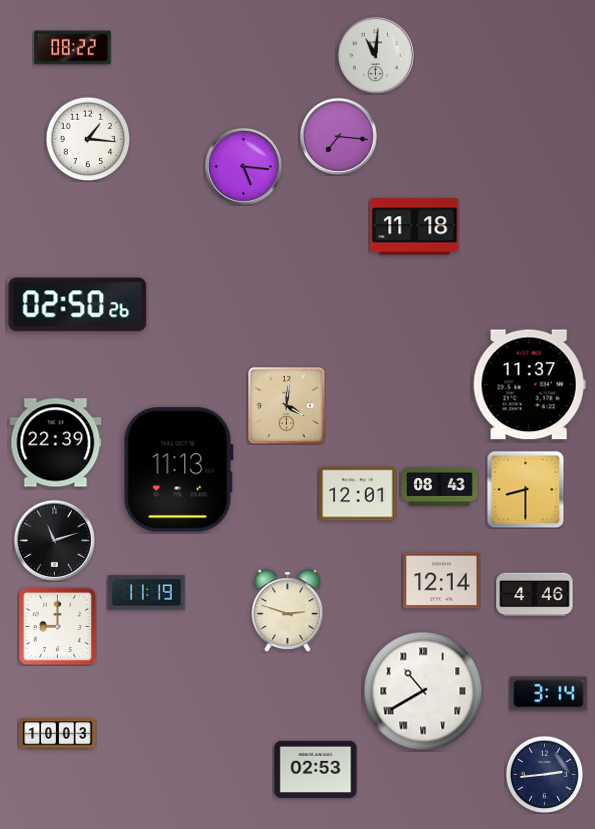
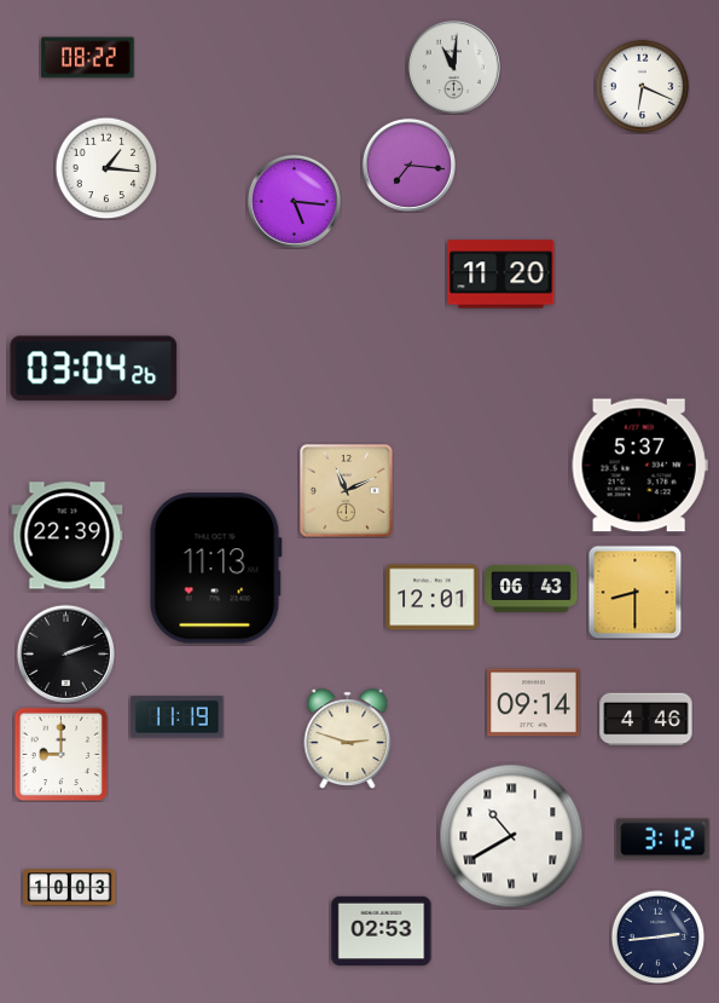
clock at (642, 86): none -> 6:19
clock at (415, 227): 11:18 -> 11:20
clock at (78, 305): 02:50 -> 03:04
clock at (529, 385): 11:37 -> 5:37
clock at (287, 406): 4:01 -> 11:11
clock at (440, 486): 08:43 -> 06:43
clock at (54, 540): 11:12 -> 2:12
clock at (442, 581): 12:14 -> 09:14
clock at (57, 626) position: (57, 626) -> (60, 754)
clock at (549, 694): 3:14 -> 3:12
